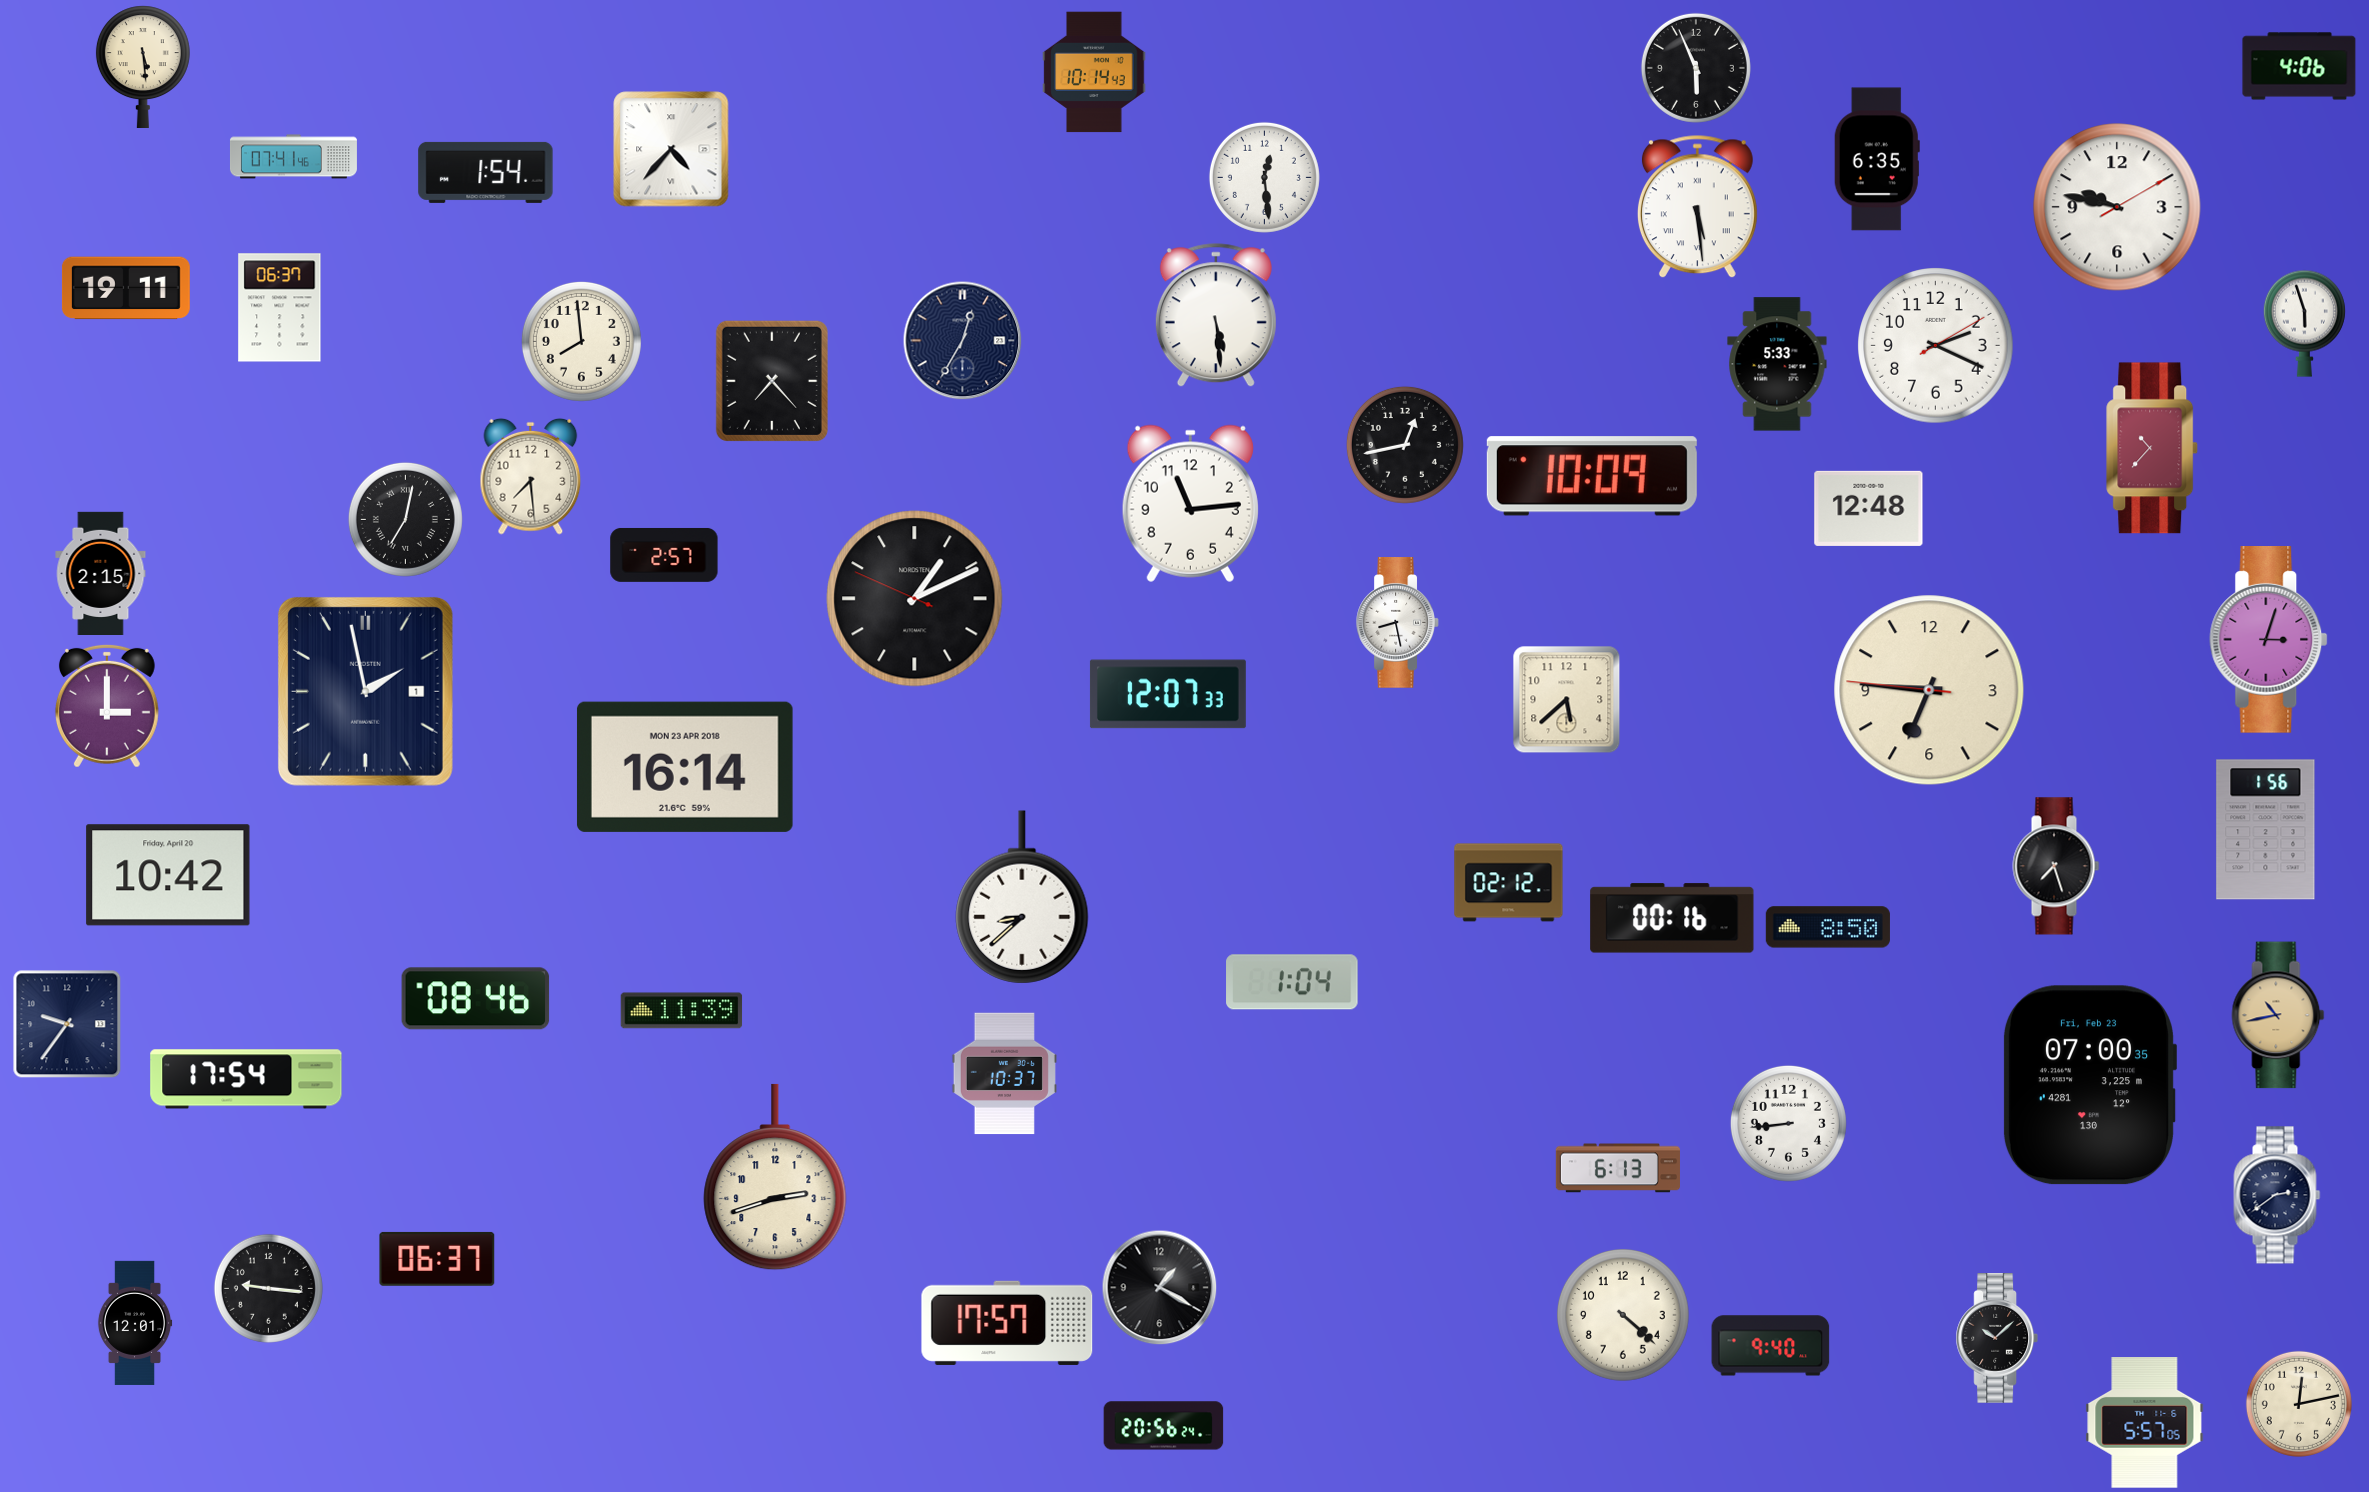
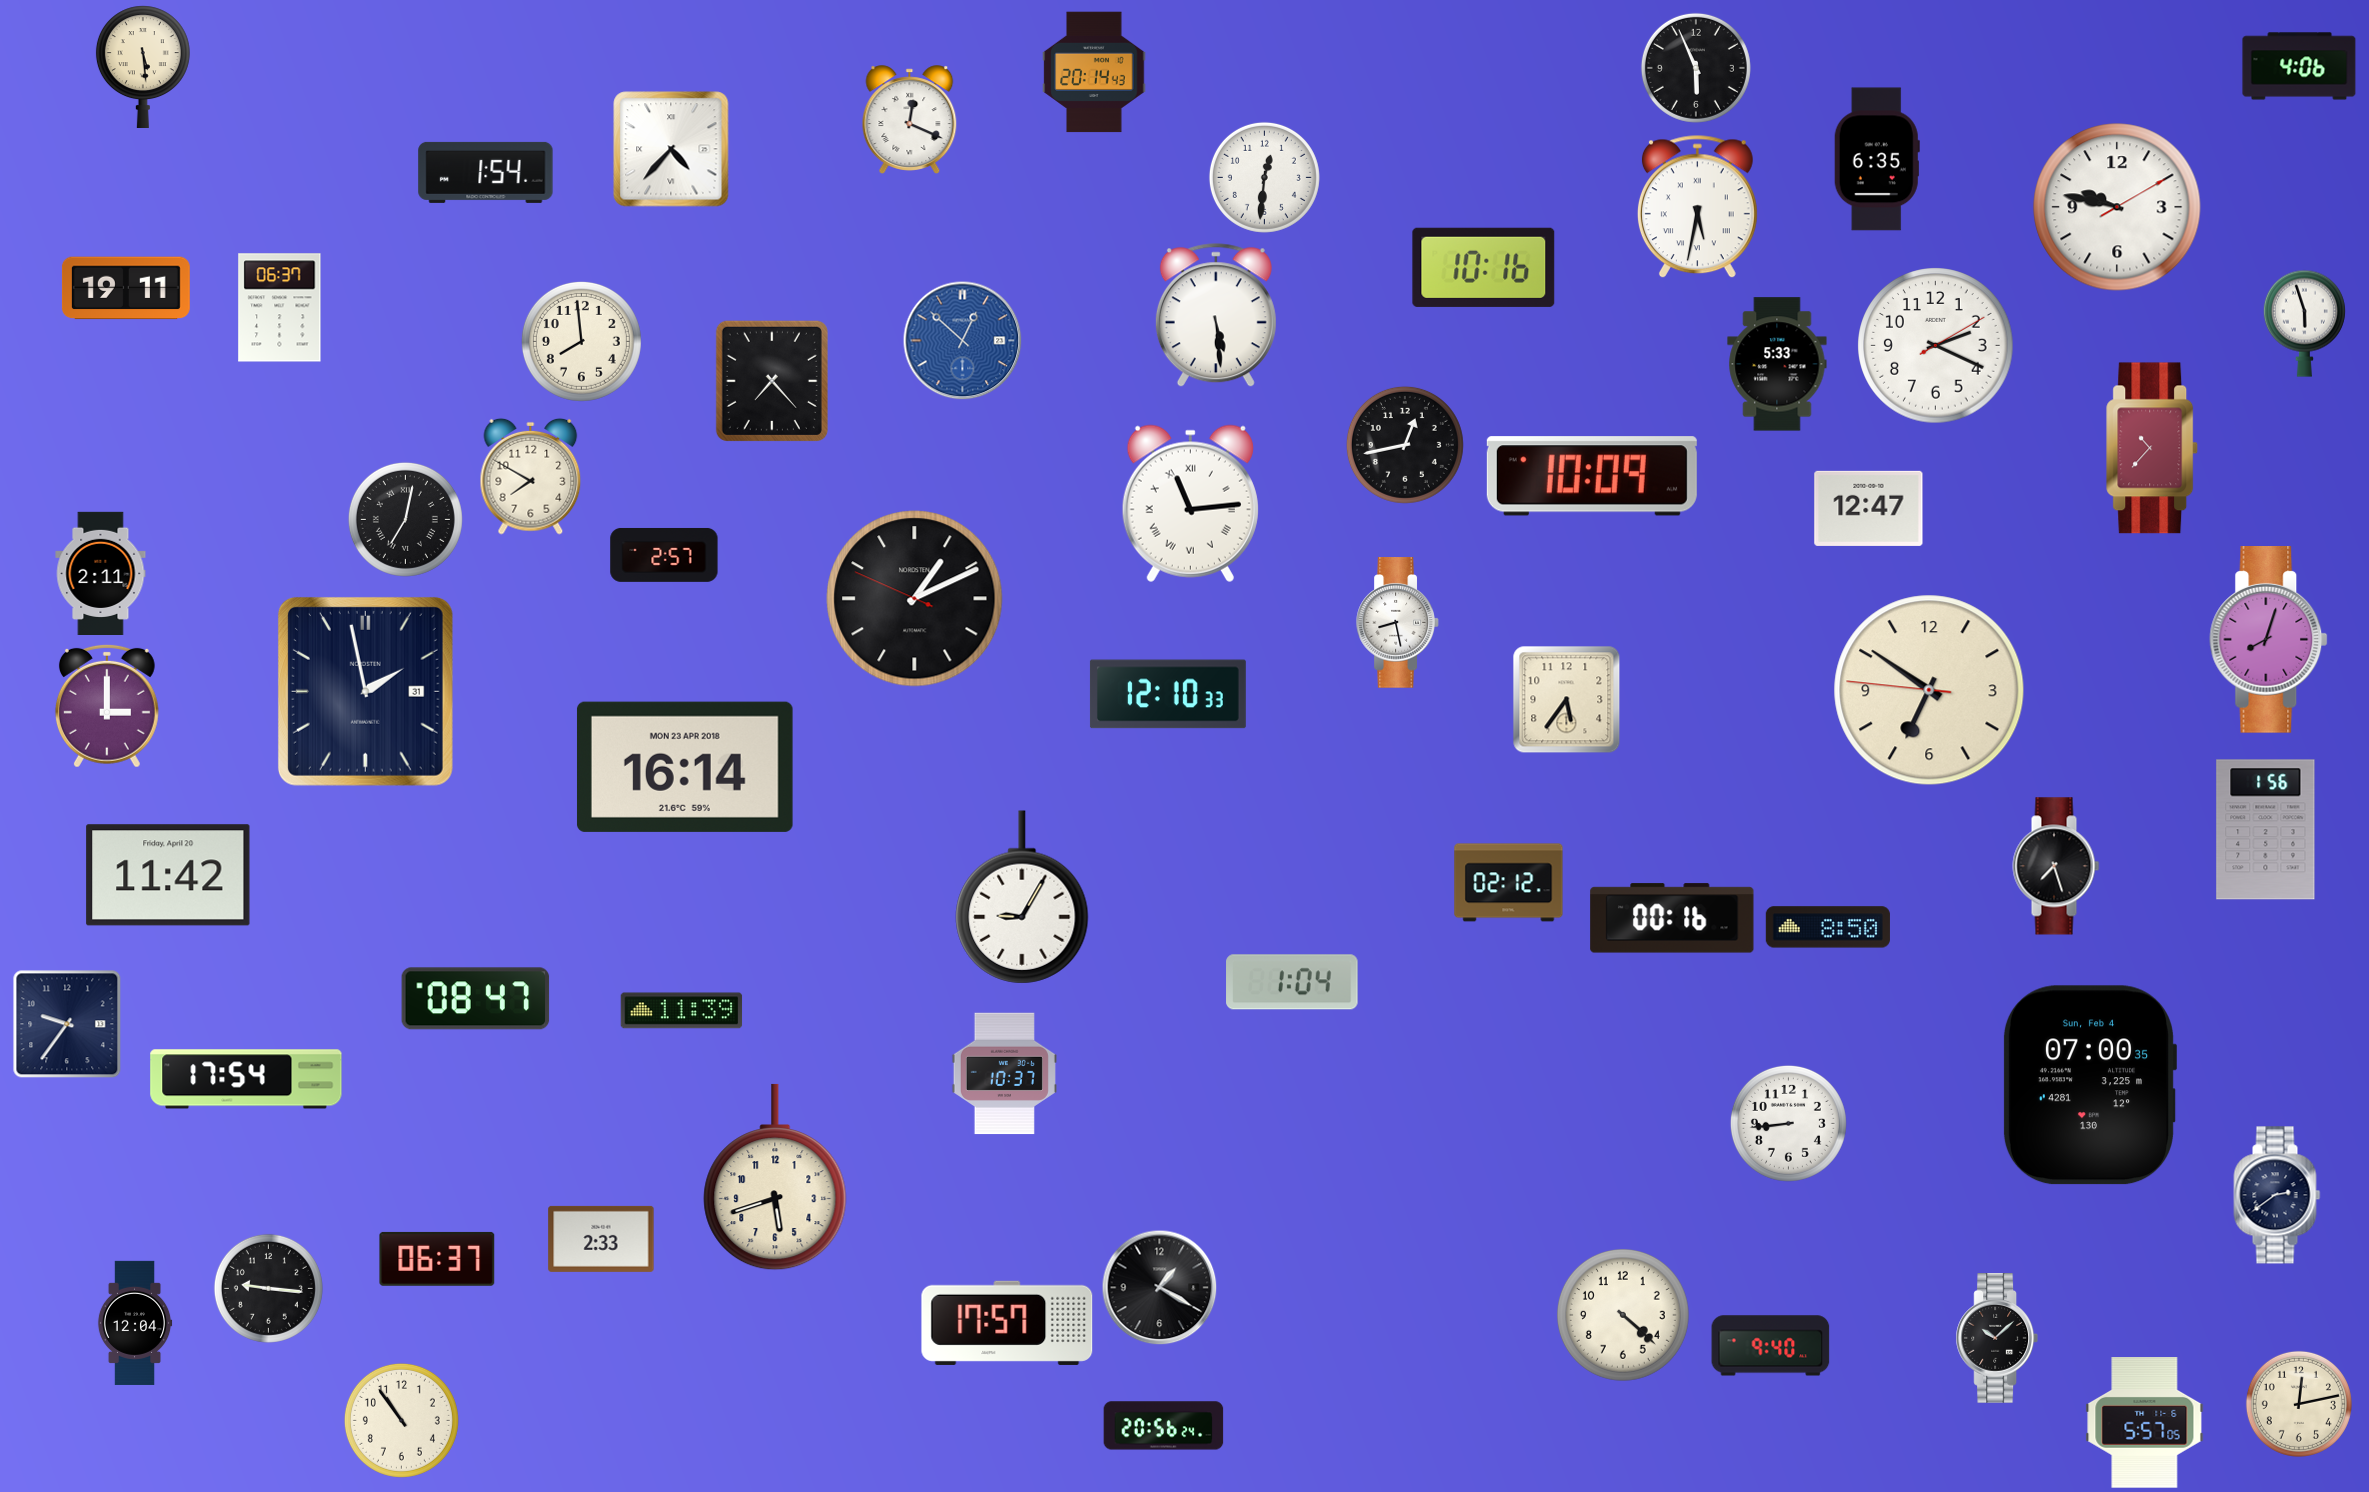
clock at (1094, 72): 10:14 -> 20:14
clock at (910, 120): none -> 12:19
clock at (293, 157): 07:41 -> none
clock at (1264, 177): 12:29 -> 12:31
clock at (1697, 207): 5:29 -> 5:32
clock at (1484, 267): none -> 10:16
clock at (963, 341): 12:35 -> 12:52
clock at (963, 341) dial: navy -> blue
clock at (531, 476): 7:29 -> 7:50
clock at (1190, 503) numerals: Arabic -> Roman
clock at (1869, 508): 12:48 -> 12:47
clock at (101, 573): 2:15 -> 2:11
clock at (2269, 640): 3:03 -> 8:03
clock at (1929, 690): 6:45 -> 6:50
clock at (365, 691) date: 1 -> 31
clock at (1168, 694): 12:07 -> 12:10
clock at (1567, 700): 5:38 -> 5:36
clock at (168, 875): 10:42 -> 11:42
clock at (1022, 897): 8:38 -> 9:05
clock at (476, 999): 08:46 -> 08:47
clock at (2278, 1015): 10:43 -> none
clock at (2089, 1085) date: Fri, Feb 23 -> Sun, Feb 4
clock at (1618, 1168): 6:13 -> none
clock at (775, 1177): 2:42 -> 5:42
clock at (601, 1239): none -> 2:33
clock at (135, 1323): 12:01 -> 12:04
clock at (401, 1420): none -> 10:54
